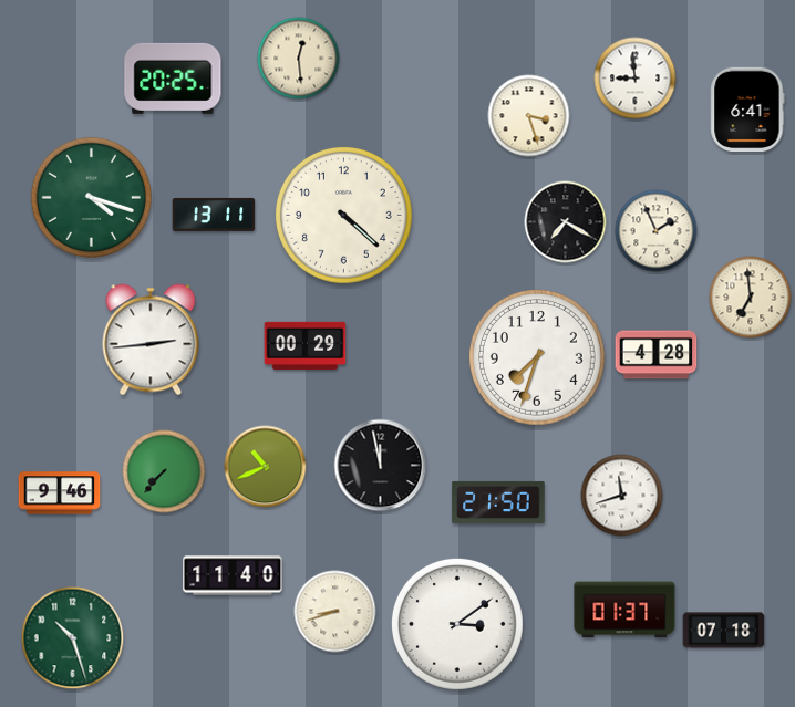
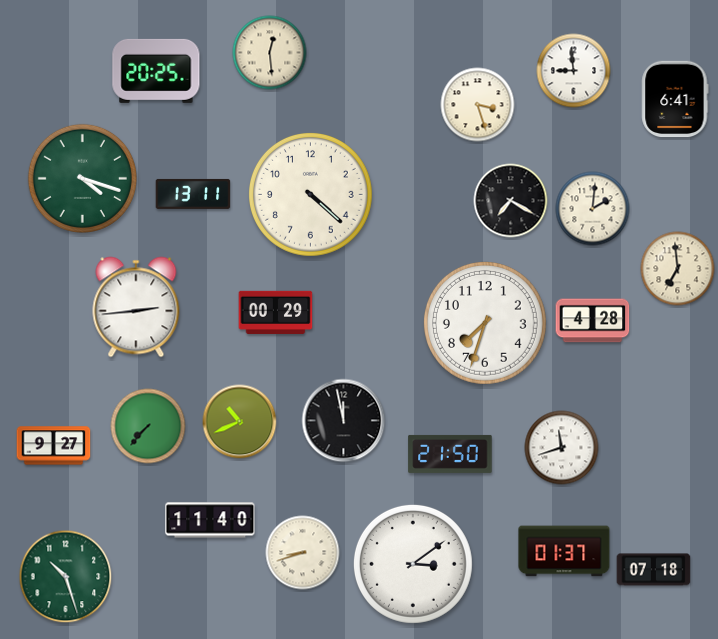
clock at (657, 231): 1:56 -> 2:01
clock at (60, 493): 9:46 -> 9:27
